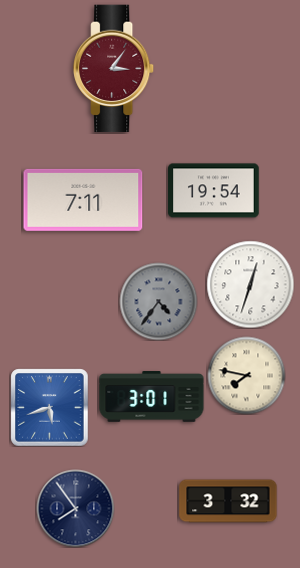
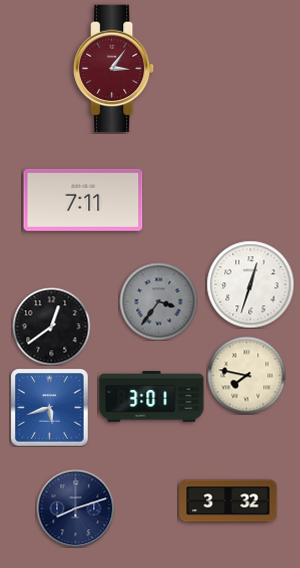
clock at (214, 191): 19:54 -> none
clock at (158, 301): 4:36 -> 3:36
clock at (51, 326): none -> 12:39
clock at (75, 508): 7:54 -> 8:12
